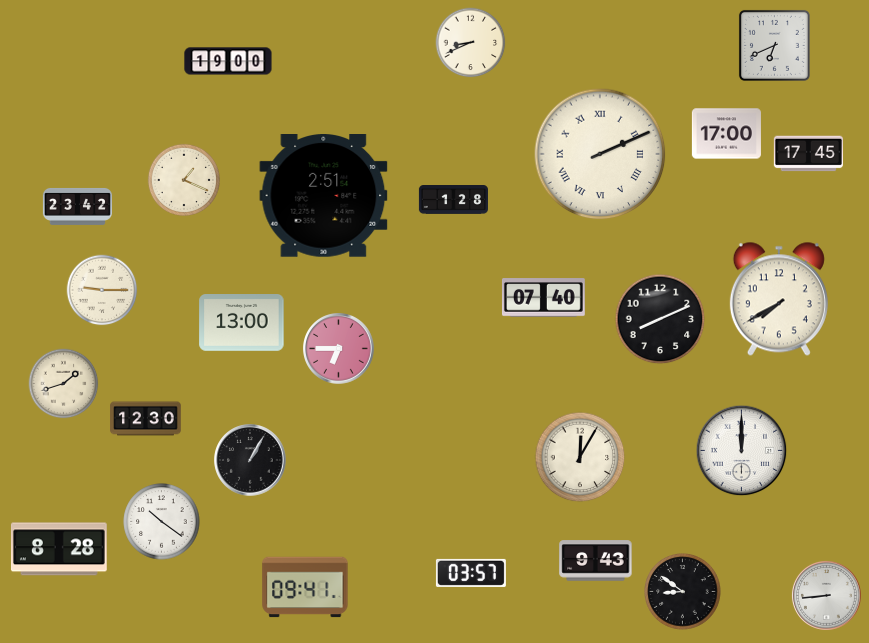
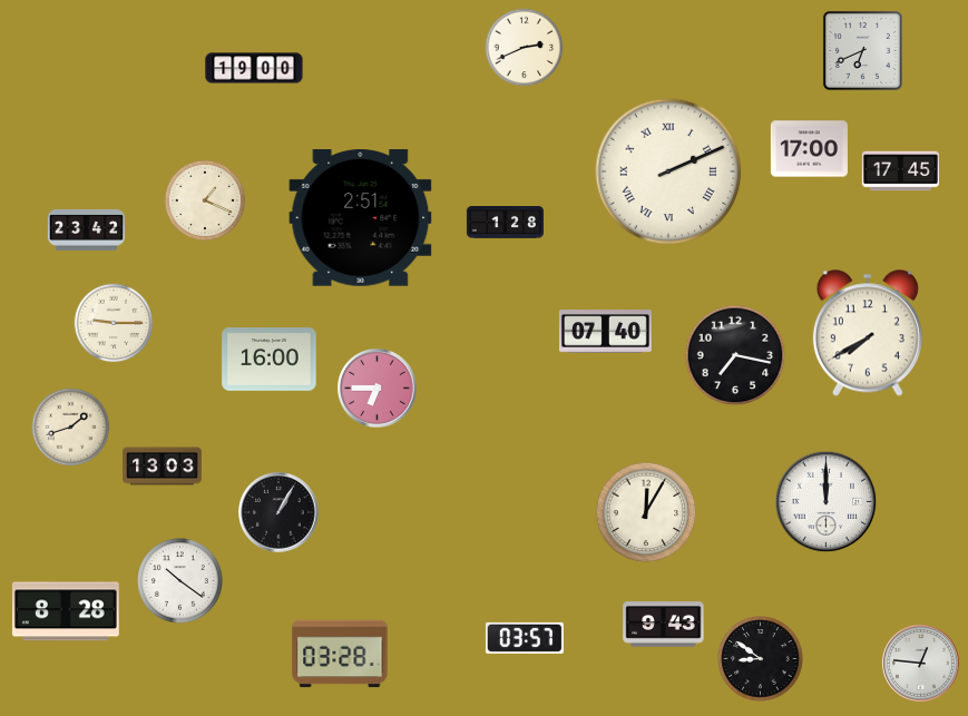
clock at (471, 43): 8:41 -> 2:41
clock at (660, 319): 8:11 -> 7:17
clock at (242, 323): 13:00 -> 16:00
clock at (146, 419): 12:30 -> 13:03
clock at (580, 457) position: (580, 457) -> (646, 512)
clock at (305, 587): 09:41 -> 03:28
clock at (826, 595): 8:44 -> 12:46
